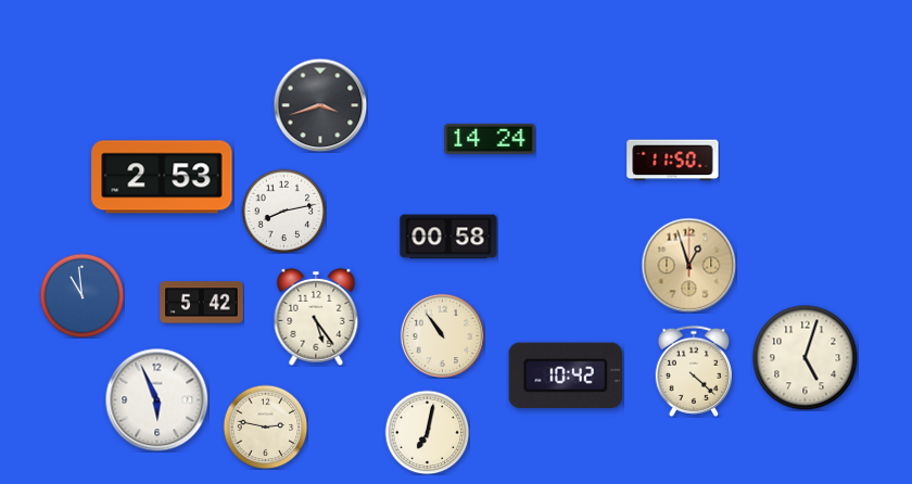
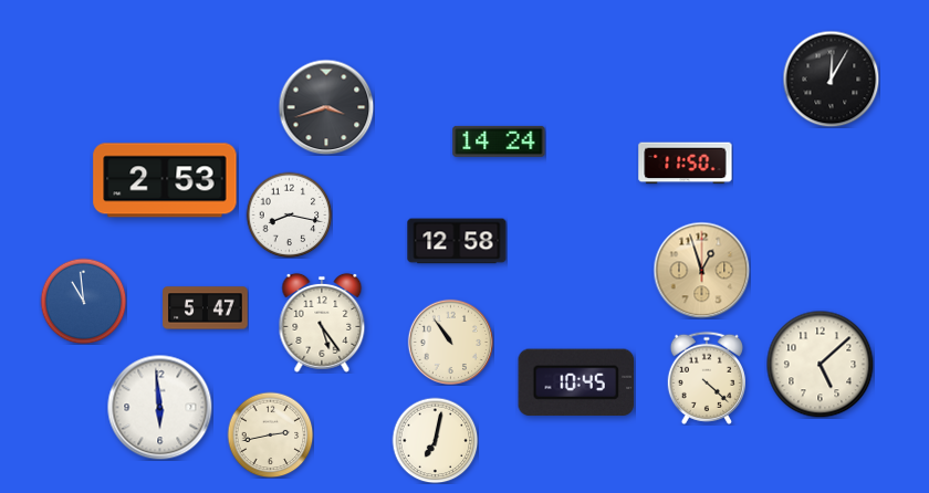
clock at (831, 78): none -> 12:05
clock at (283, 211): 8:13 -> 8:17
clock at (448, 237): 00:58 -> 12:58
clock at (202, 303): 5:42 -> 5:47
clock at (805, 357): 5:03 -> 5:08
clock at (566, 375): 10:42 -> 10:45
clock at (156, 399): 5:56 -> 5:59
clock at (265, 426): 2:47 -> 2:43
